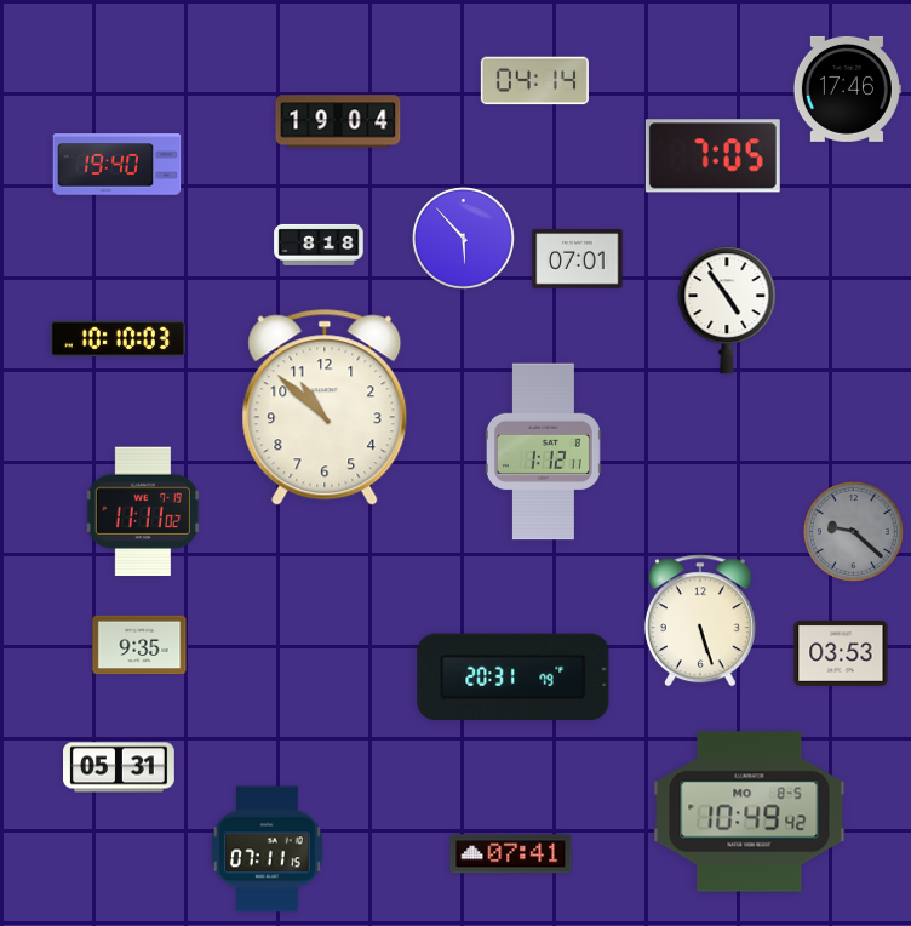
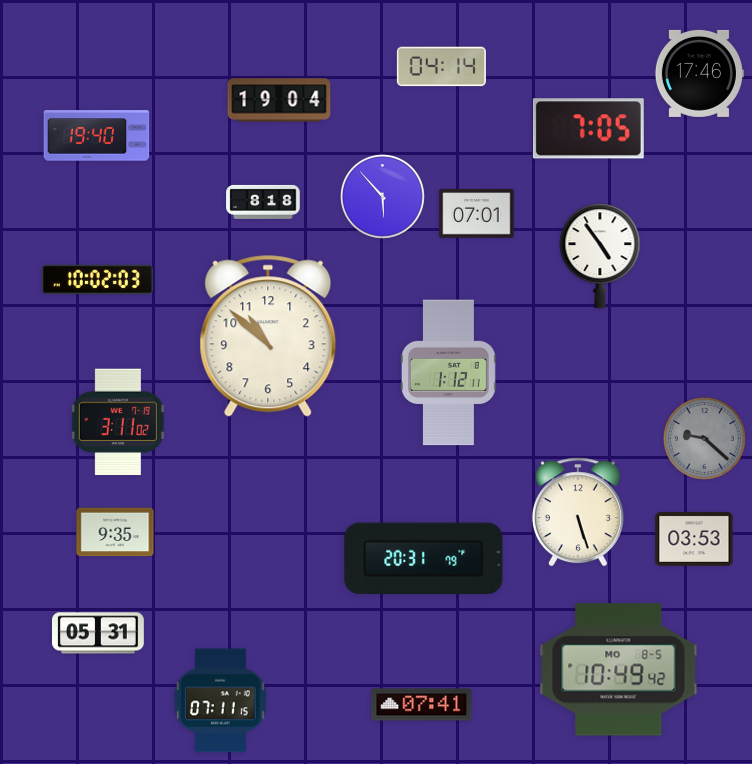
clock at (118, 338): 10:10 -> 10:02
clock at (143, 511): 11:11 -> 3:11
